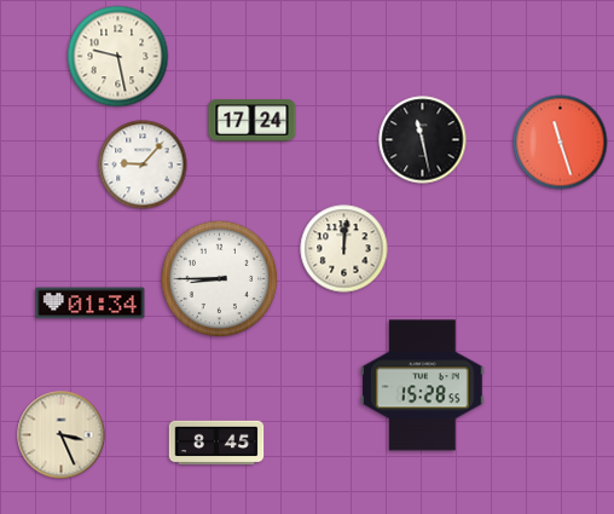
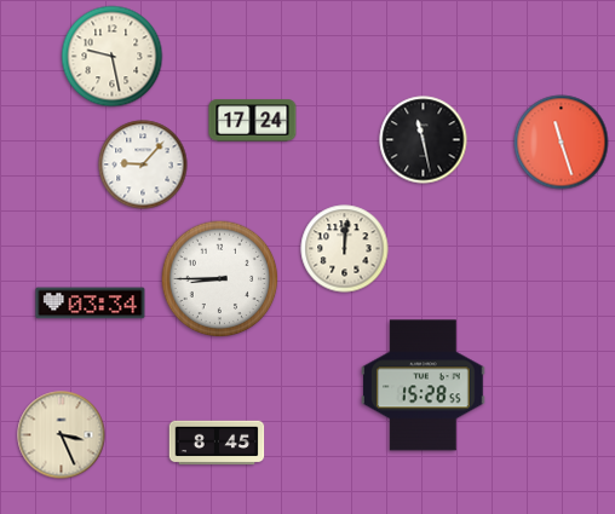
clock at (118, 57) position: (118, 57) -> (113, 57)
clock at (91, 304): 01:34 -> 03:34
